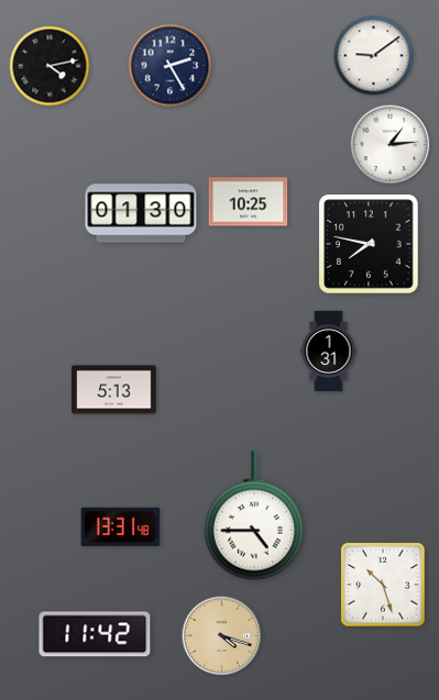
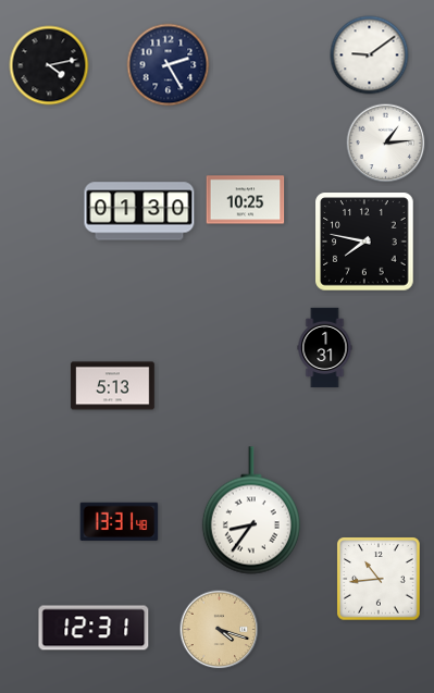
clock at (254, 515): 4:45 -> 8:36
clock at (383, 585): 10:27 -> 10:44
clock at (95, 634): 11:42 -> 12:31
